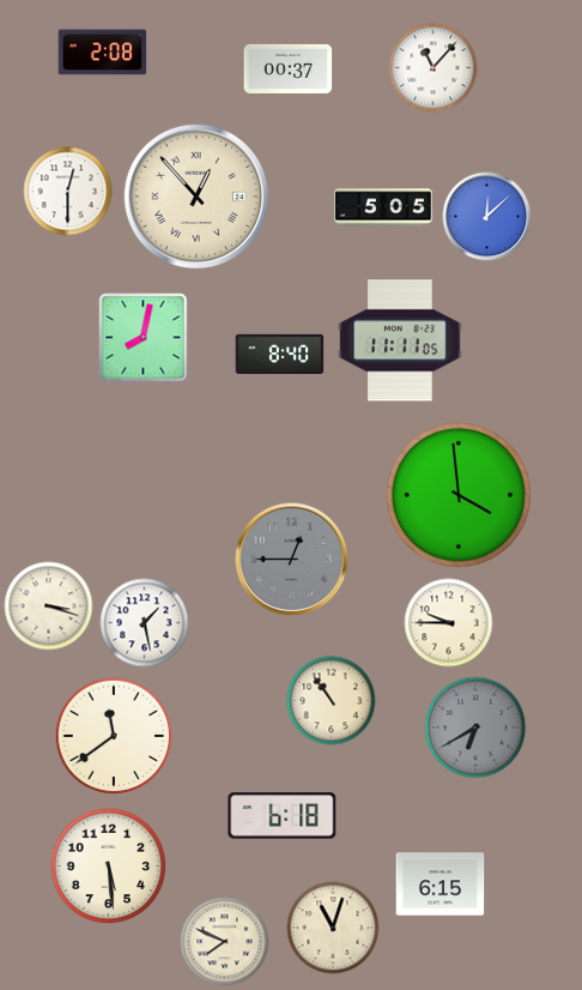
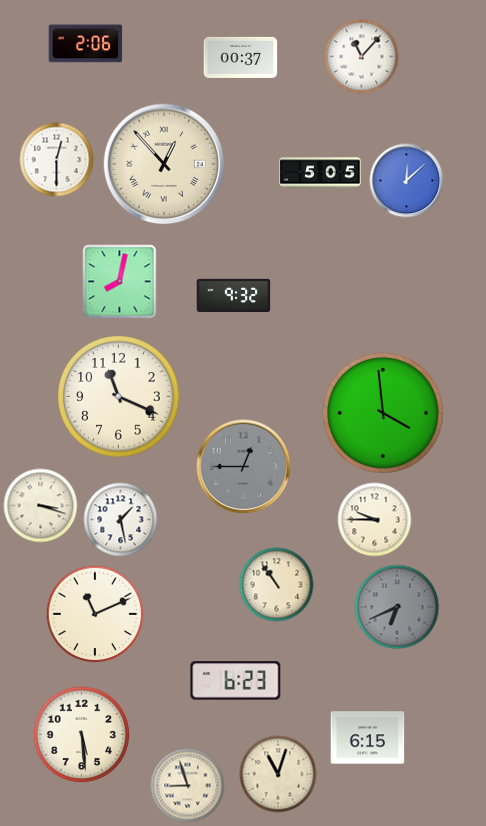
clock at (103, 53): 2:08 -> 2:06
clock at (400, 340): 11:11 -> none
clock at (280, 354): 8:40 -> 9:32
clock at (119, 397): none -> 11:19
clock at (475, 728): 6:40 -> 6:41
clock at (114, 736): 11:39 -> 11:11
clock at (283, 816): 6:18 -> 6:23
clock at (109, 867) position: (109, 867) -> (82, 735)
clock at (225, 942): 7:49 -> 8:57
